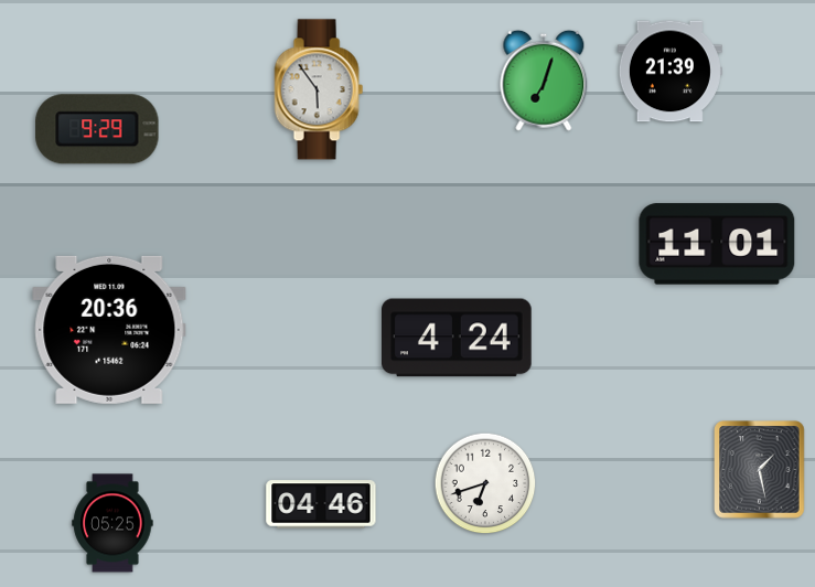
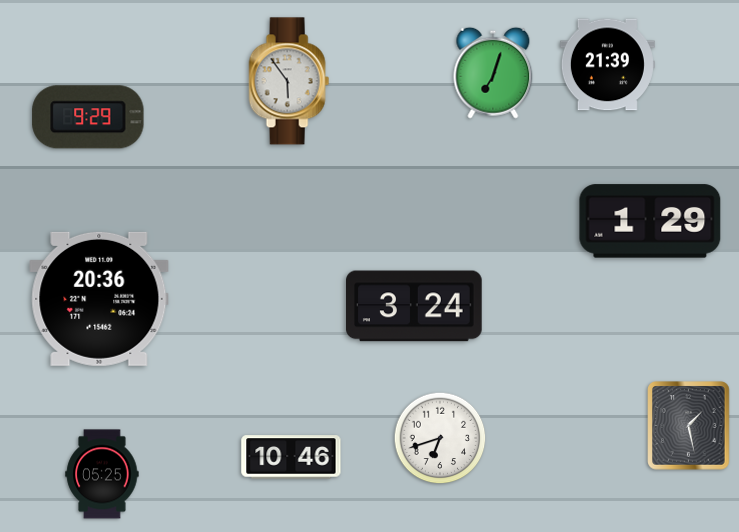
clock at (717, 244): 11:01 -> 1:29
clock at (458, 338): 4:24 -> 3:24
clock at (321, 504): 04:46 -> 10:46
